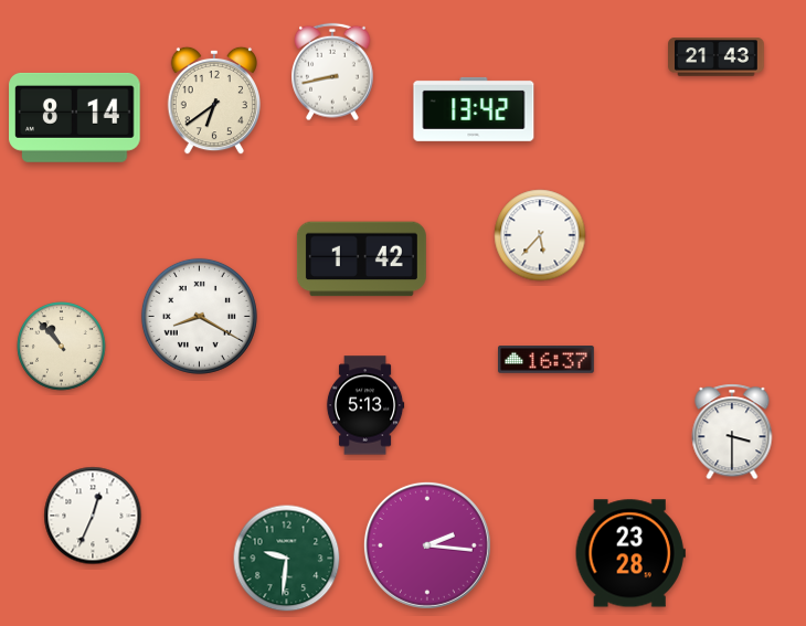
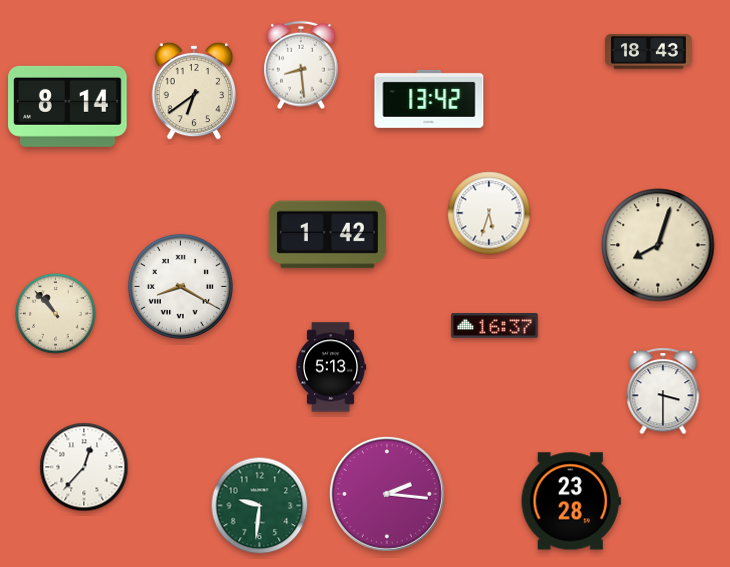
clock at (717, 57): 21:43 -> 18:43
clock at (333, 72): 8:43 -> 8:29
clock at (540, 235): 5:37 -> 5:33
clock at (658, 245): none -> 8:03
clock at (93, 516): 12:34 -> 12:37
